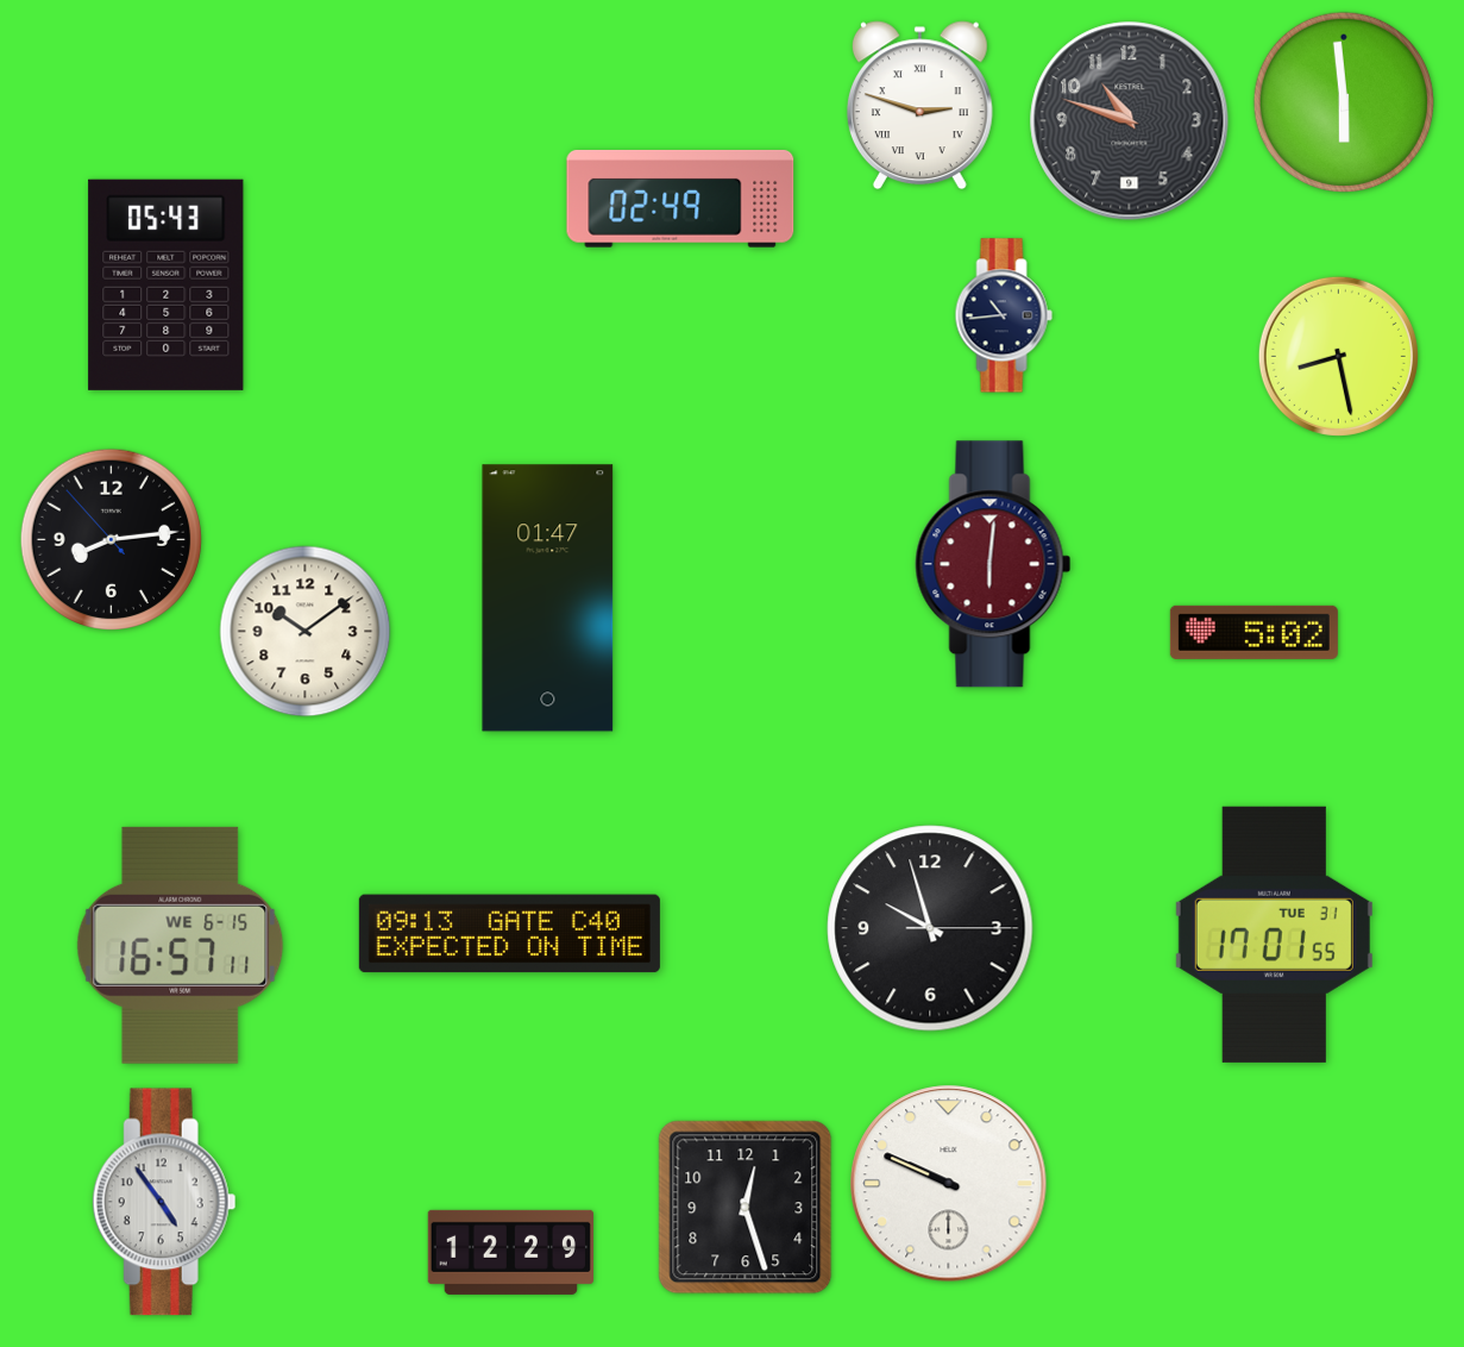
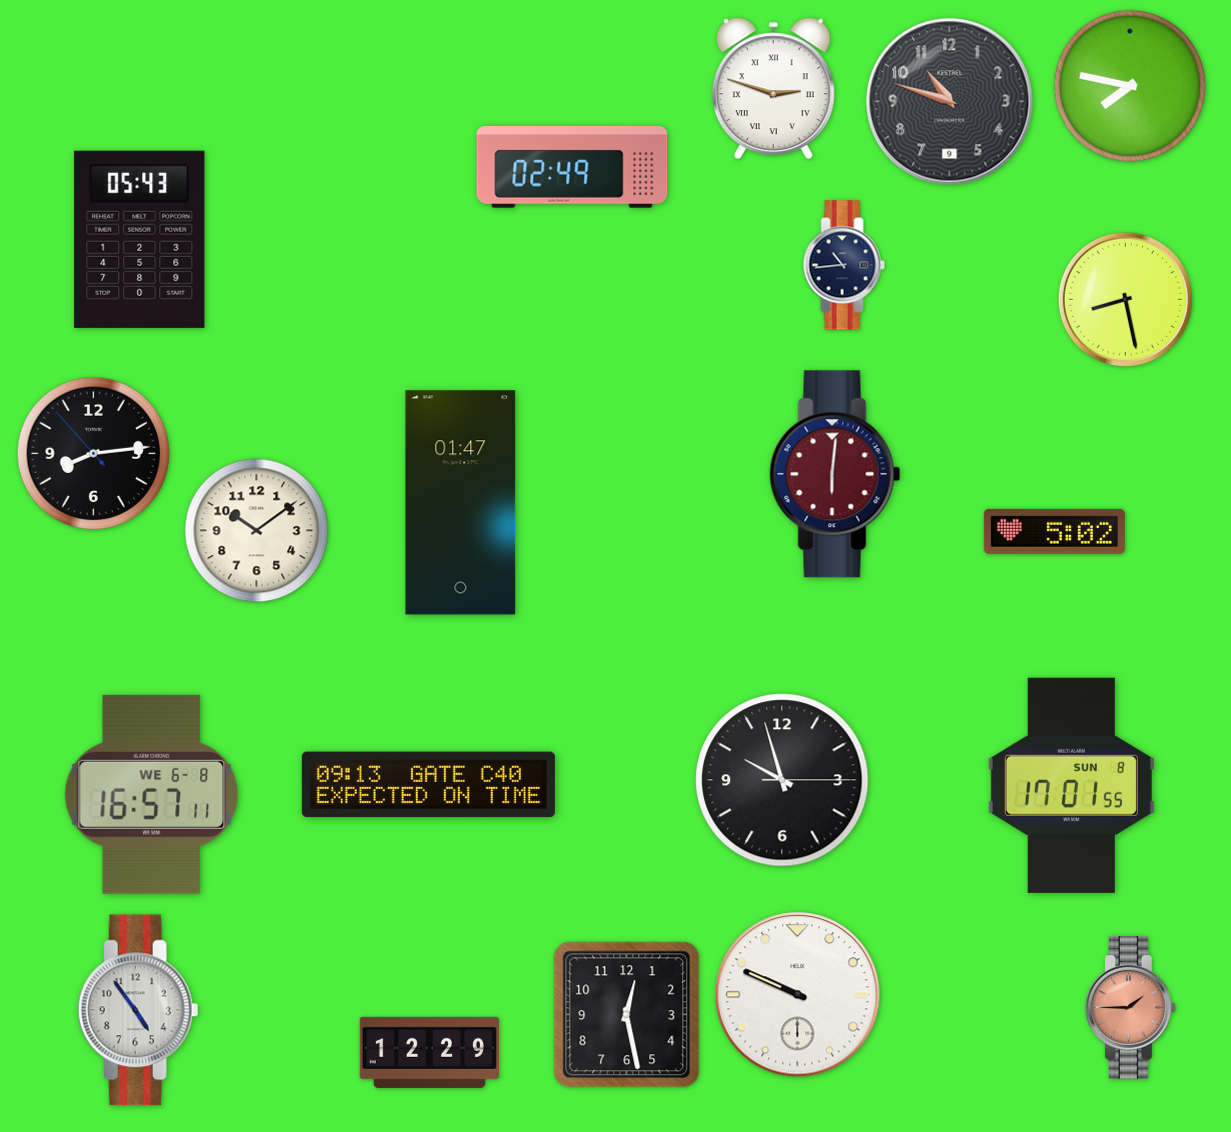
clock at (1343, 101): 5:59 -> 7:47
clock at (1274, 934) date: TUE 31 -> SUN 8
clock at (181, 945) date: WE 6-15 -> WE 6-8
clock at (1130, 1007): none -> 1:45
clock at (746, 1208): 12:27 -> 12:28
